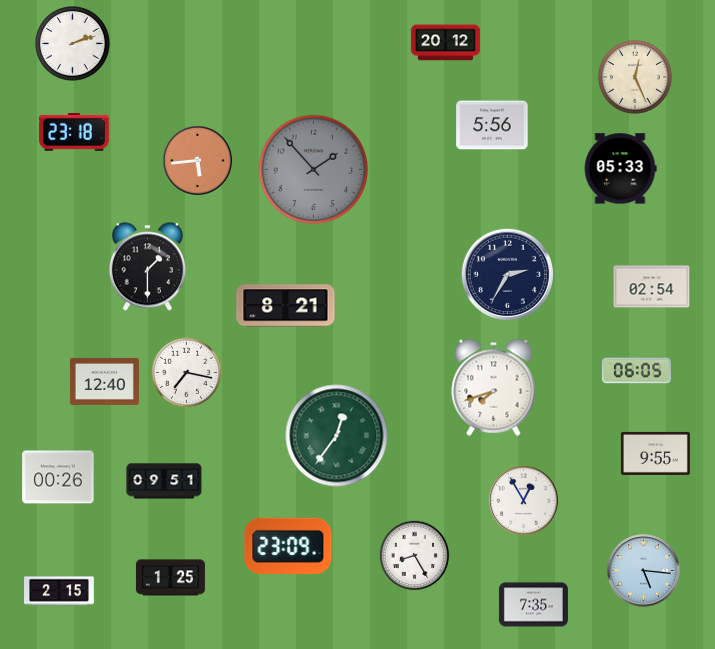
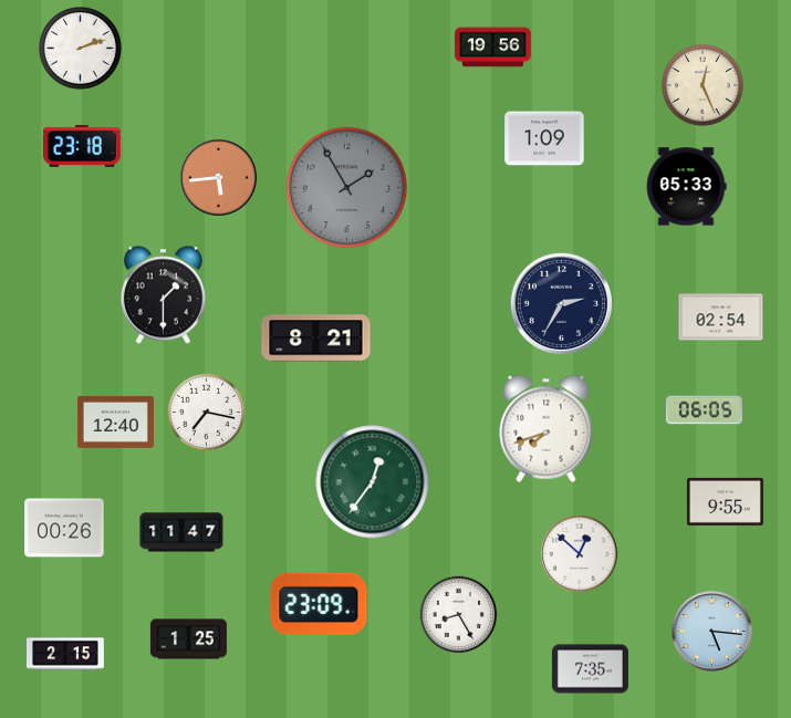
clock at (445, 43): 20:12 -> 19:56
clock at (492, 125): 5:56 -> 1:09
clock at (314, 170): 1:53 -> 1:55
clock at (164, 481): 09:51 -> 11:47
clock at (524, 501): 12:55 -> 12:52
